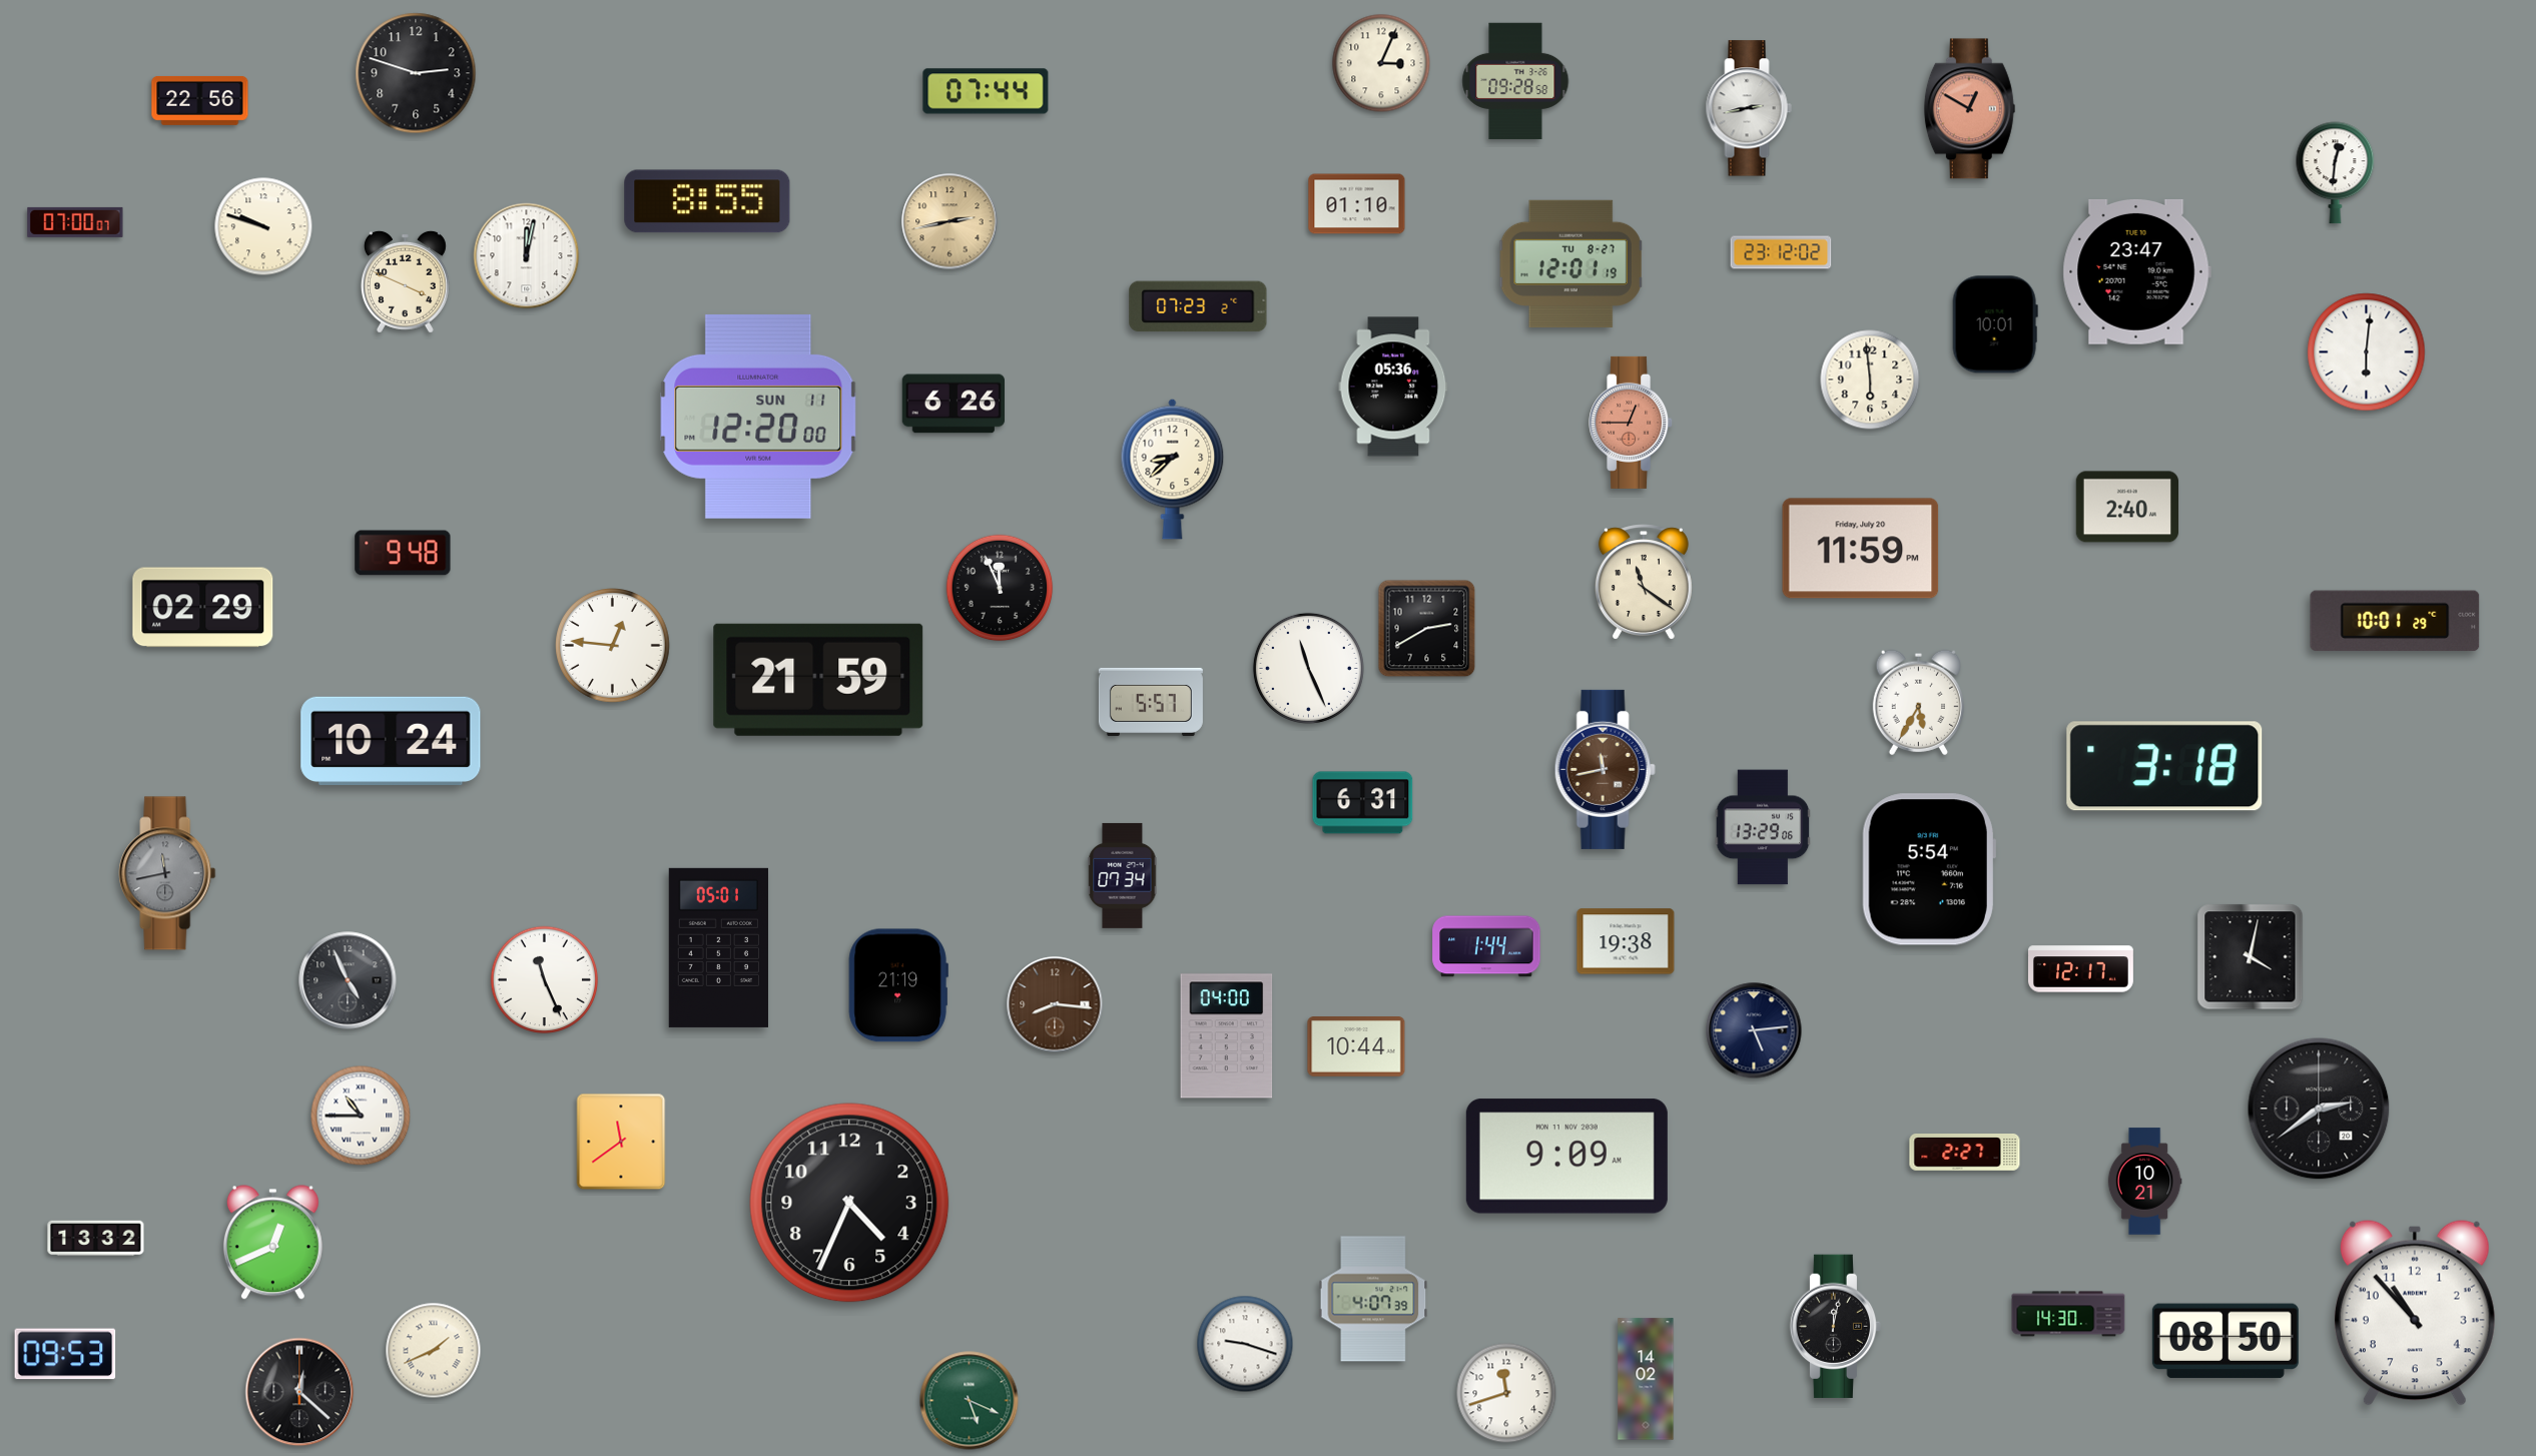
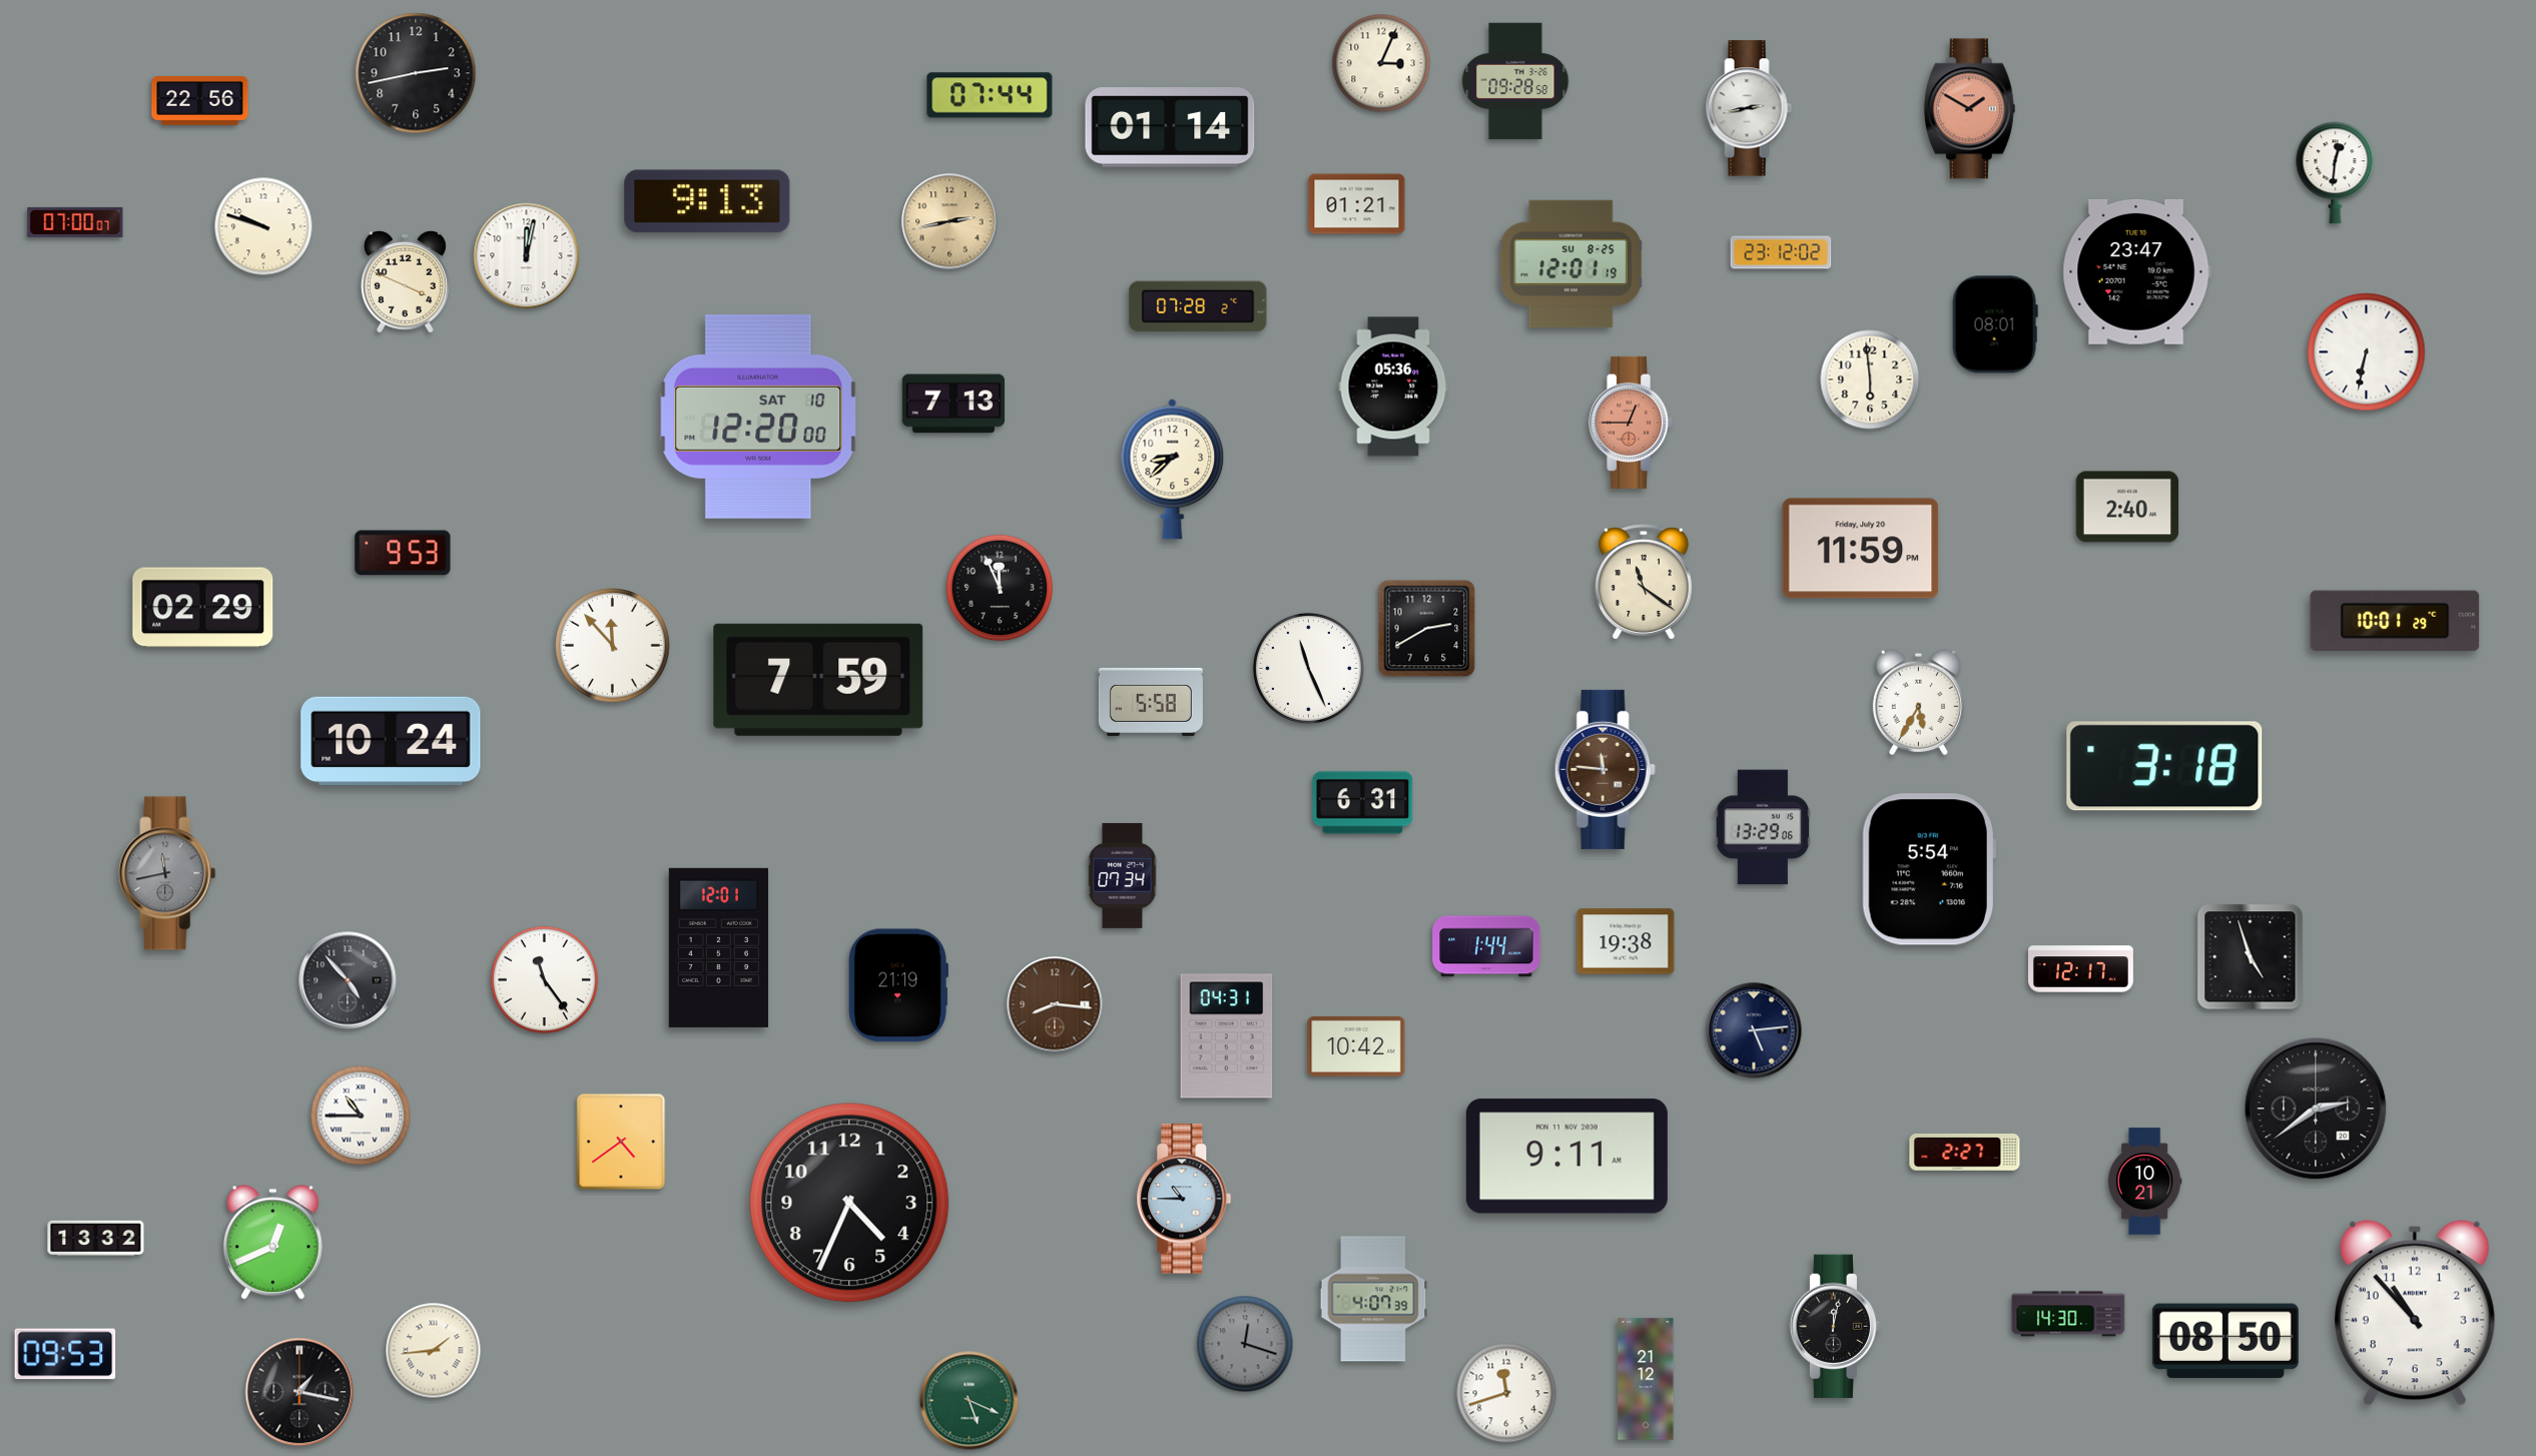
clock at (416, 73): 2:48 -> 2:43
clock at (986, 91) position: (986, 91) -> (990, 95)
clock at (1969, 109): 12:50 -> 1:50
clock at (1170, 127): none -> 01:14
clock at (707, 201): 8:55 -> 9:13
clock at (1357, 204): 01:10 -> 01:21
clock at (1571, 263) date: TU 8-27 -> SU 8-25
clock at (1198, 306): 07:23 -> 07:28
clock at (1995, 324): 10:01 -> 08:01
clock at (2367, 352): 6:01 -> 6:32
clock at (953, 404): 6:26 -> 7:13
clock at (758, 417) date: SUN 11 -> SAT 10
clock at (403, 553): 9:48 -> 9:53
clock at (613, 646): 12:46 -> 11:53
clock at (818, 680): 21:59 -> 7:59
clock at (1151, 702): 5:57 -> 5:58
clock at (1605, 769): 11:43 -> 11:46
clock at (718, 947): 05:01 -> 12:01
clock at (2251, 957): 4:02 -> 4:57
clock at (348, 980): 4:56 -> 4:53
clock at (545, 980): 11:26 -> 11:24
clock at (1227, 1036): 04:00 -> 04:31
clock at (1356, 1047): 10:44 -> 10:42
clock at (2319, 1109) position: (2319, 1109) -> (2316, 1109)
clock at (621, 1142): 11:39 -> 4:39
clock at (1566, 1157): 9:09 -> 9:11
clock at (1184, 1199): none -> 10:45
clock at (1245, 1344): 9:18 -> 12:18
clock at (1245, 1344) dial: white -> grey
clock at (434, 1351): 1:41 -> 1:44
clock at (1646, 1379): 14:02 -> 21:12
clock at (299, 1392): 12:22 -> 1:17
